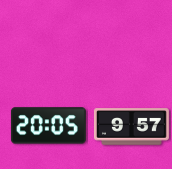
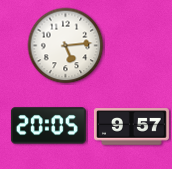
clock at (66, 46): none -> 5:14
